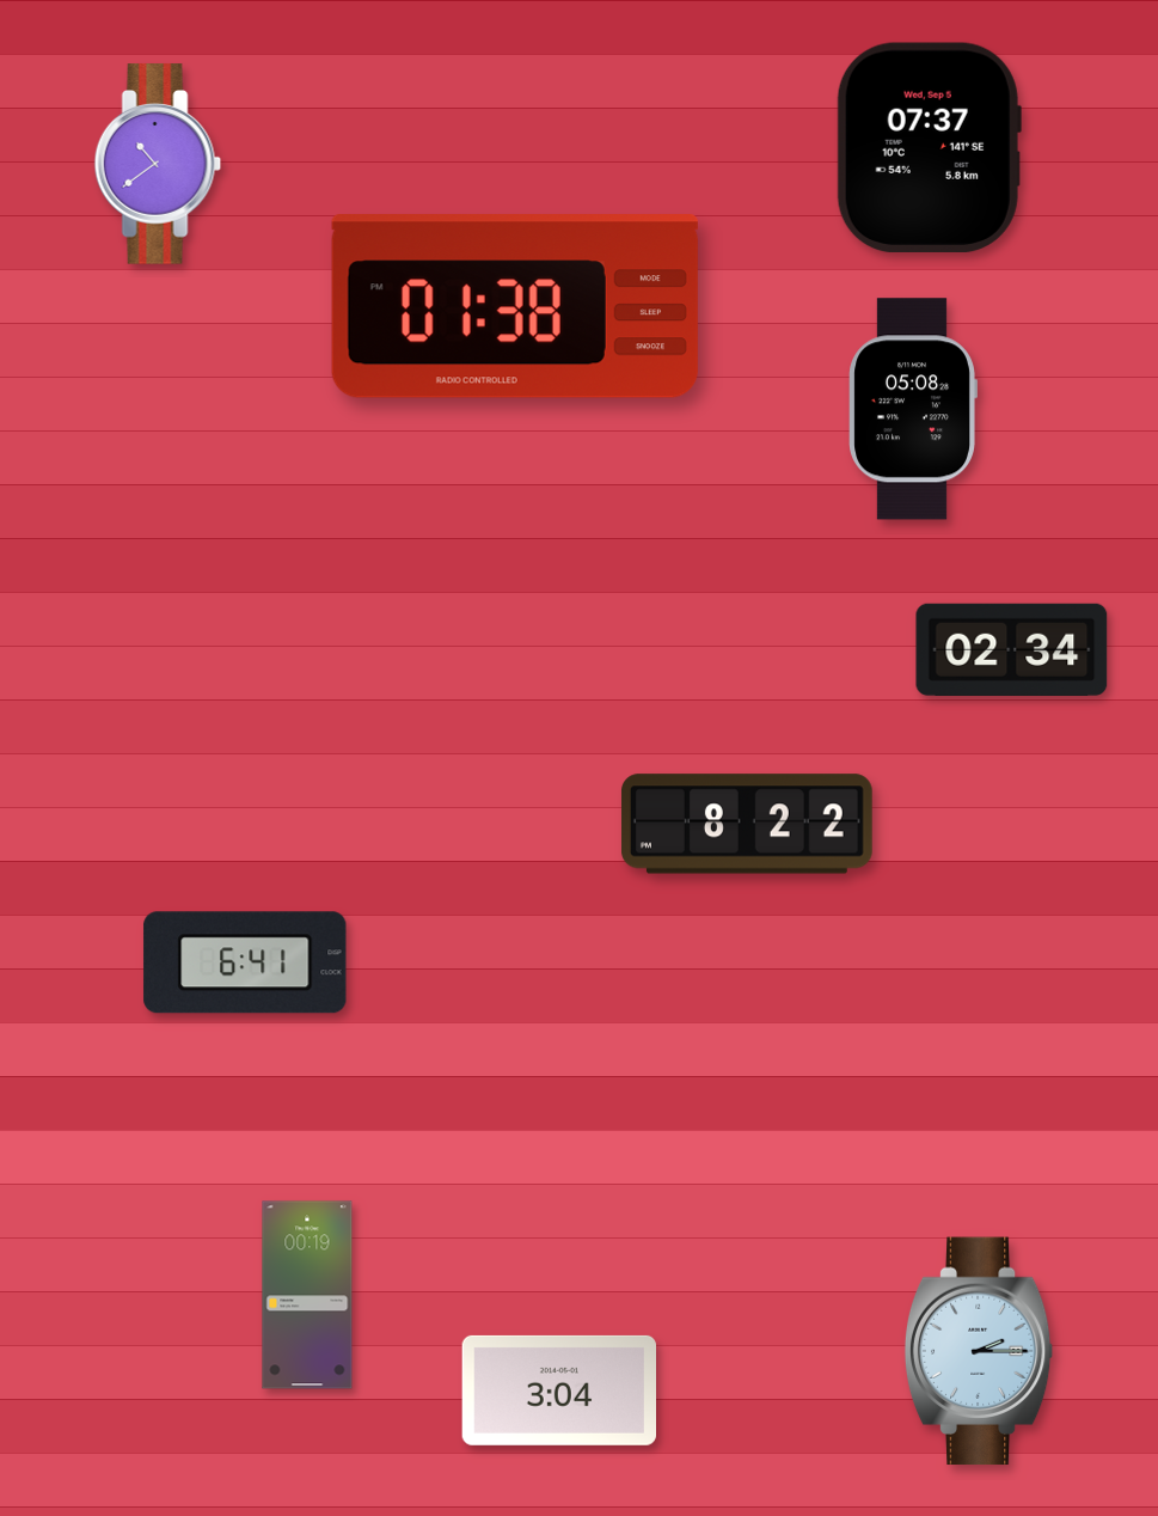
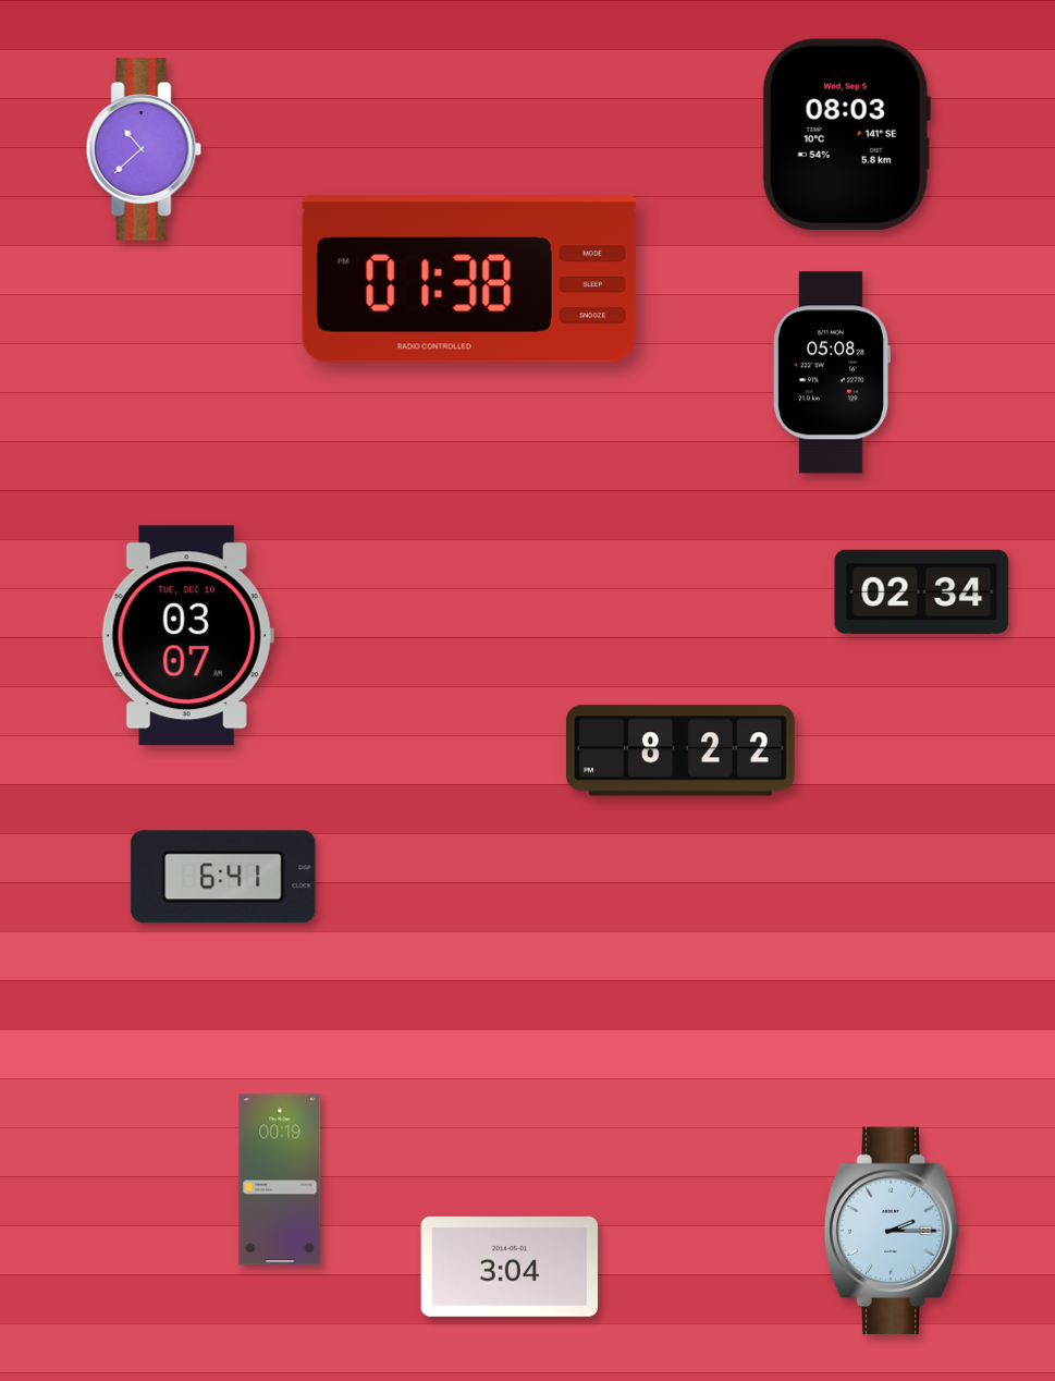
clock at (929, 148): 07:37 -> 08:03
clock at (158, 164): 10:39 -> 10:38
clock at (187, 636): none -> 03:07
